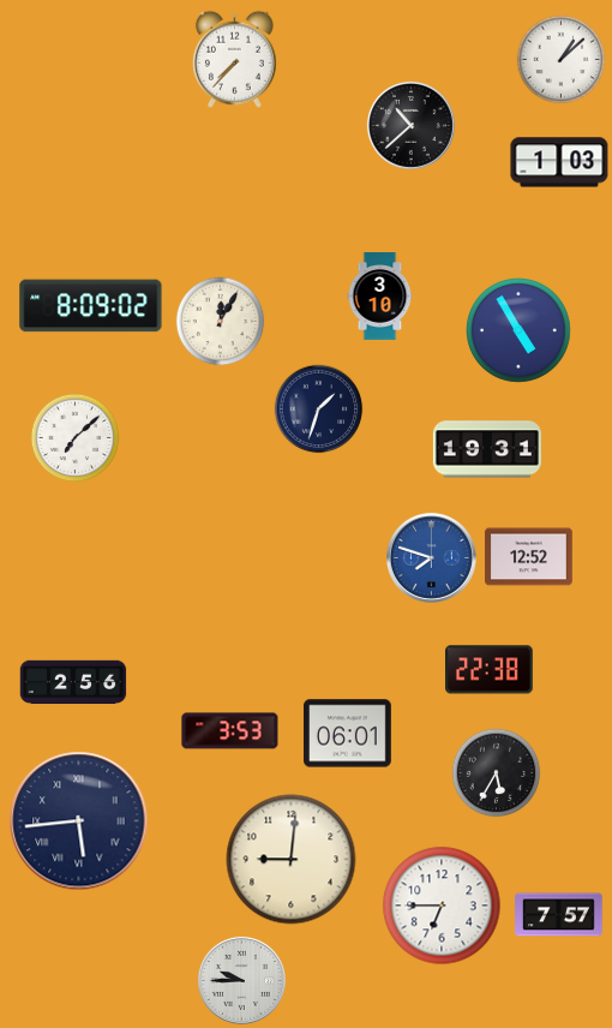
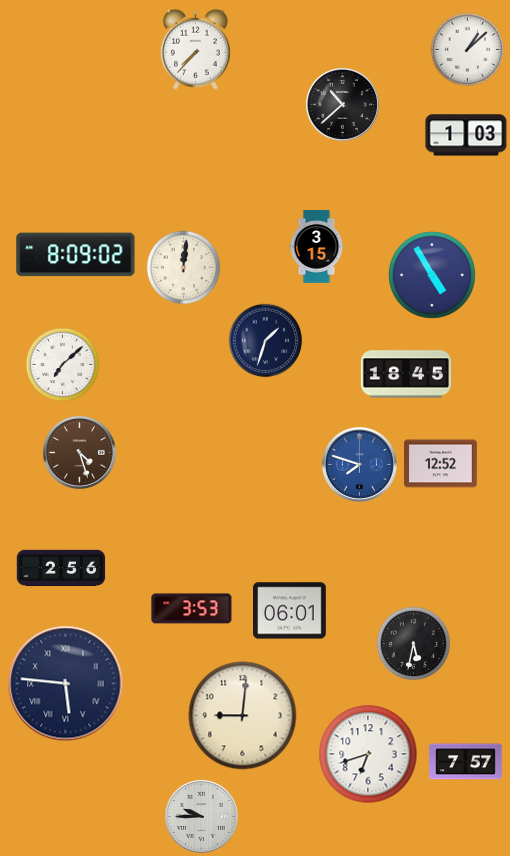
clock at (380, 297): 3:10 -> 3:15
clock at (221, 322): 12:05 -> 12:01
clock at (487, 449): 19:31 -> 18:45
clock at (79, 452): none -> 4:27
clock at (490, 670): 22:38 -> none
clock at (497, 773): 5:35 -> 5:32
clock at (79, 821): 5:44 -> 5:46
clock at (442, 906): 6:45 -> 6:42
